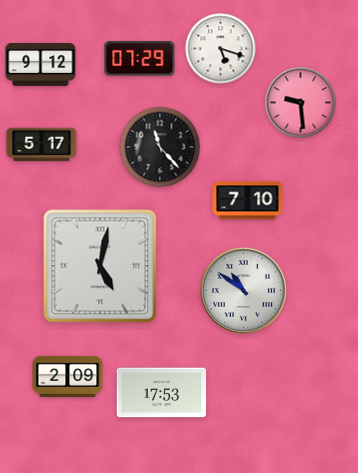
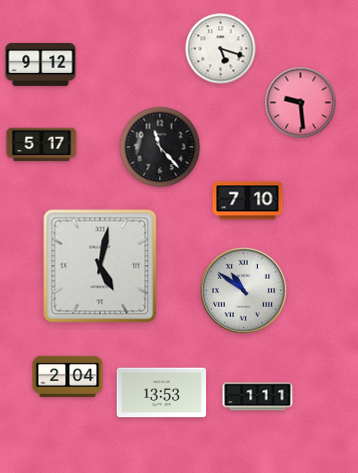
clock at (140, 59): 07:29 -> none
clock at (68, 376): 2:09 -> 2:04
clock at (162, 393): 17:53 -> 13:53
clock at (258, 397): none -> 1:11
